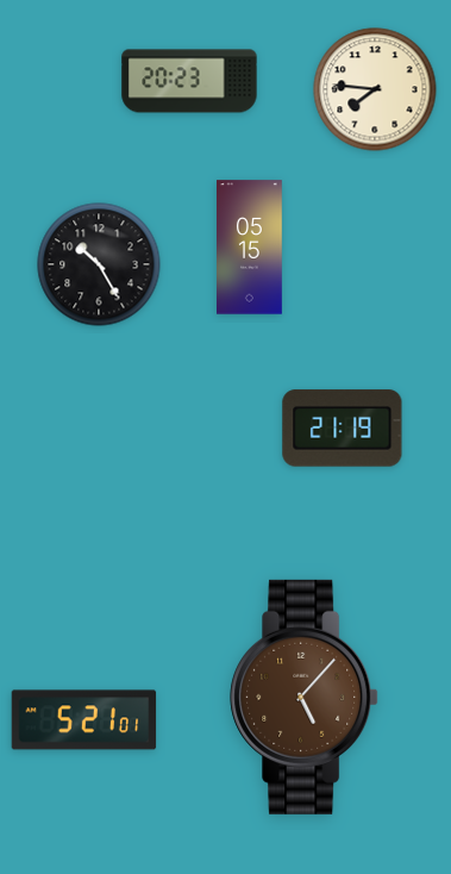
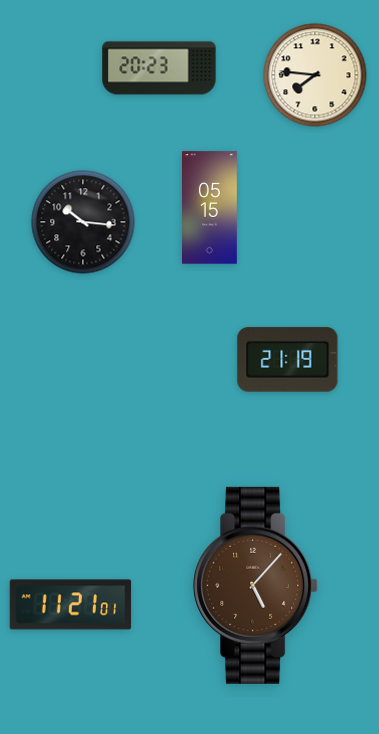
clock at (99, 264): 10:25 -> 10:16
clock at (84, 720): 5:21 -> 11:21
